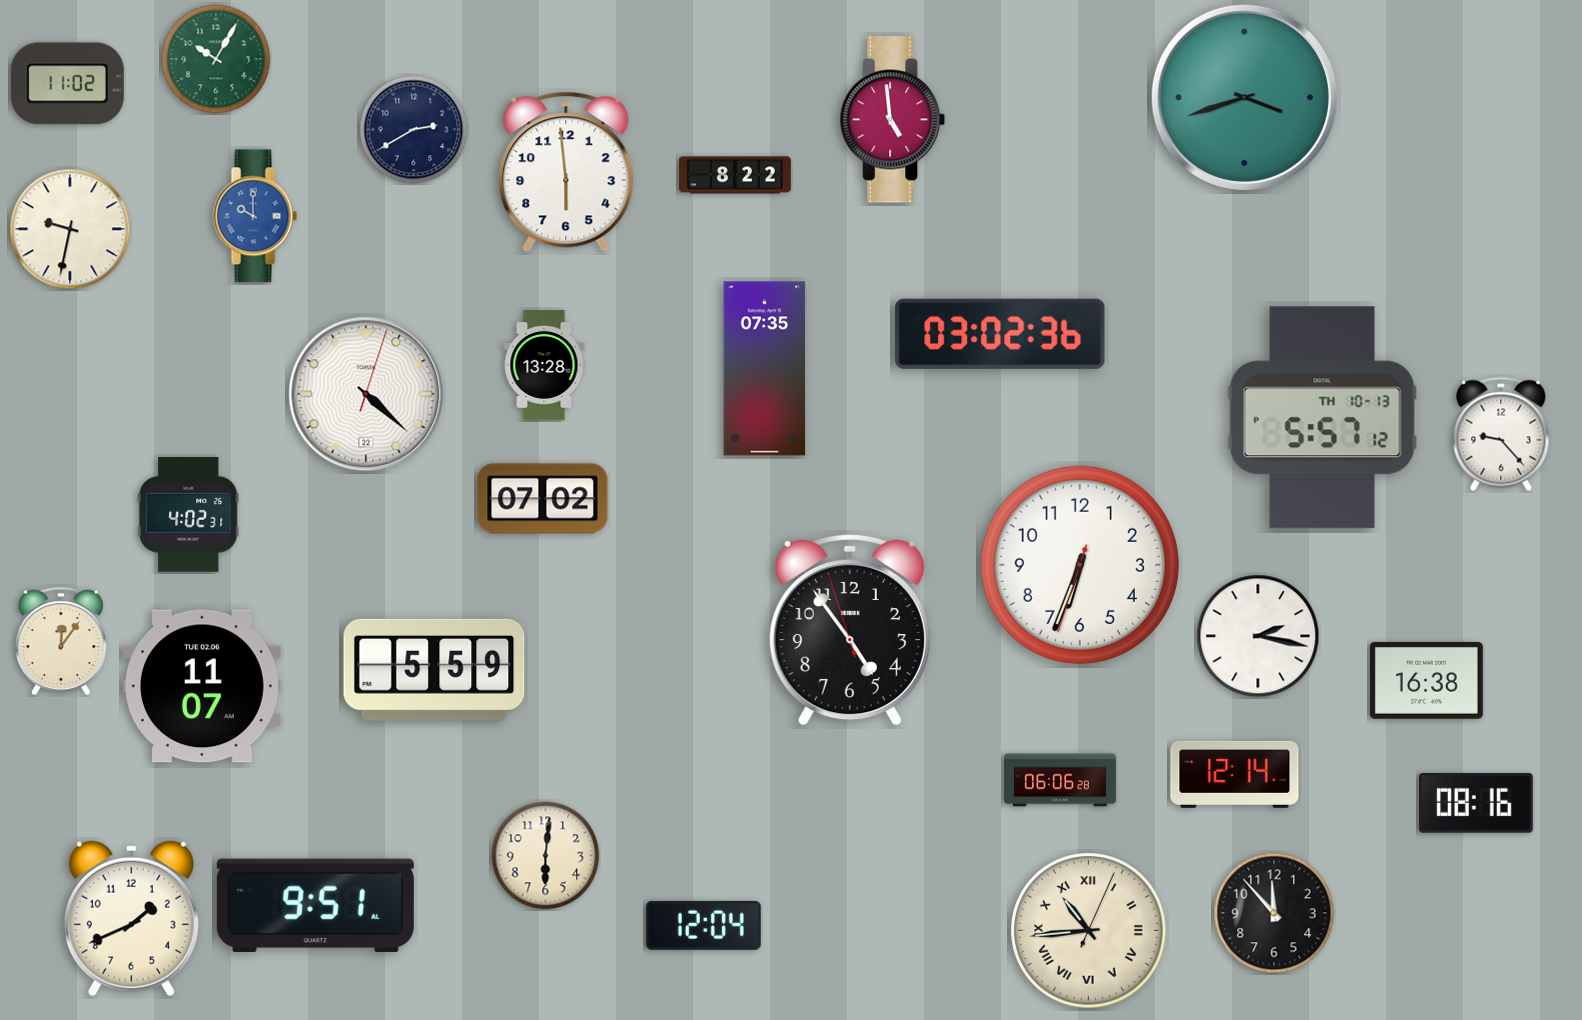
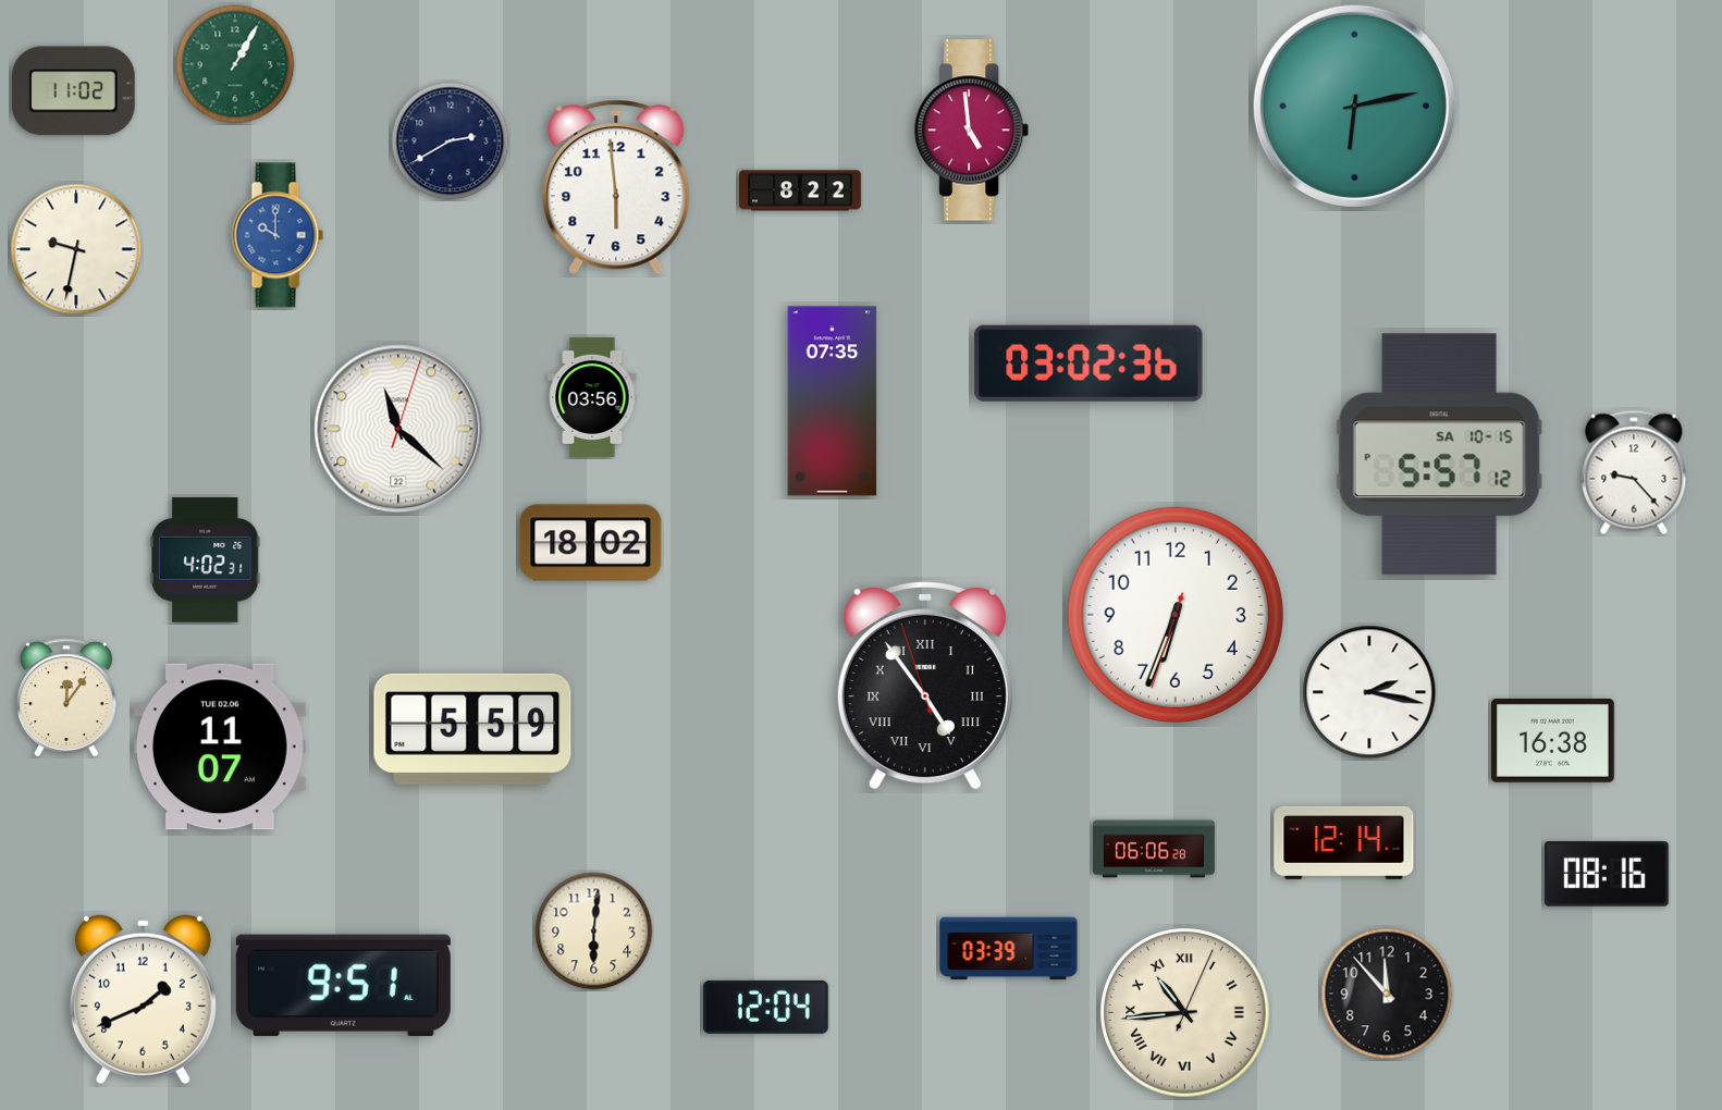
clock at (216, 59): 10:05 -> 1:05
clock at (1244, 97): 3:42 -> 6:13
clock at (544, 365): 13:28 -> 03:56
clock at (366, 394): 4:22 -> 11:22
clock at (1322, 418) date: TH 10-13 -> SA 10-15
clock at (543, 499): 07:02 -> 18:02
clock at (850, 630) numerals: Arabic -> Roman
clock at (1009, 949): none -> 03:39
